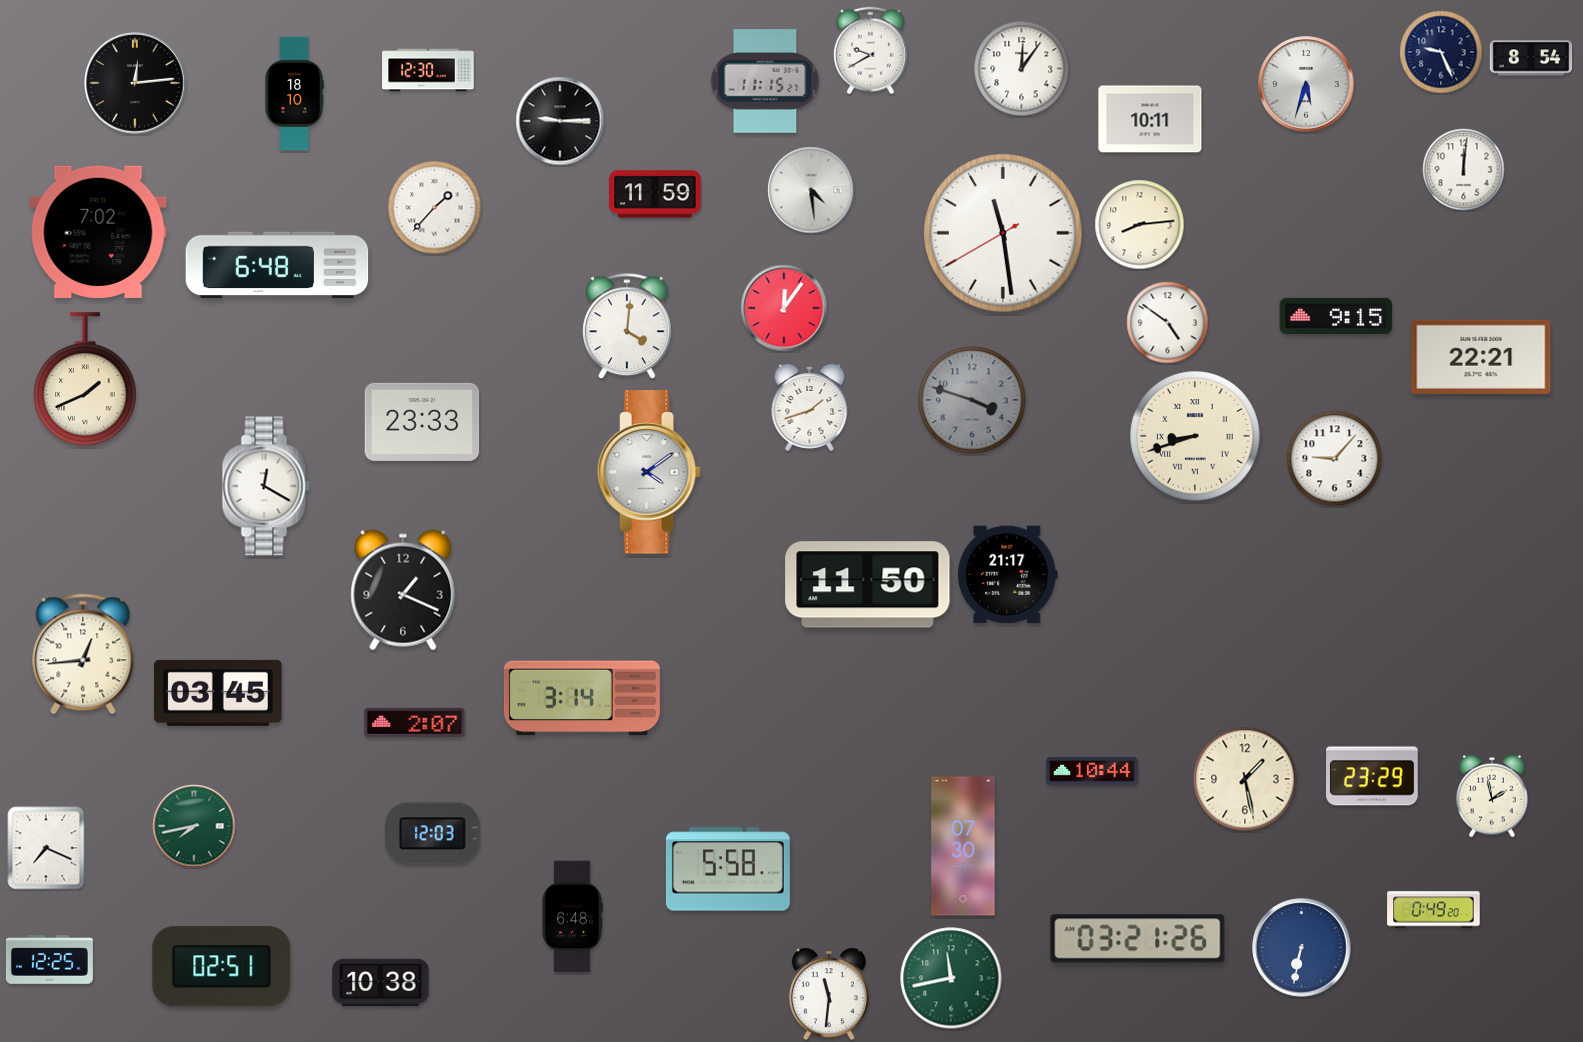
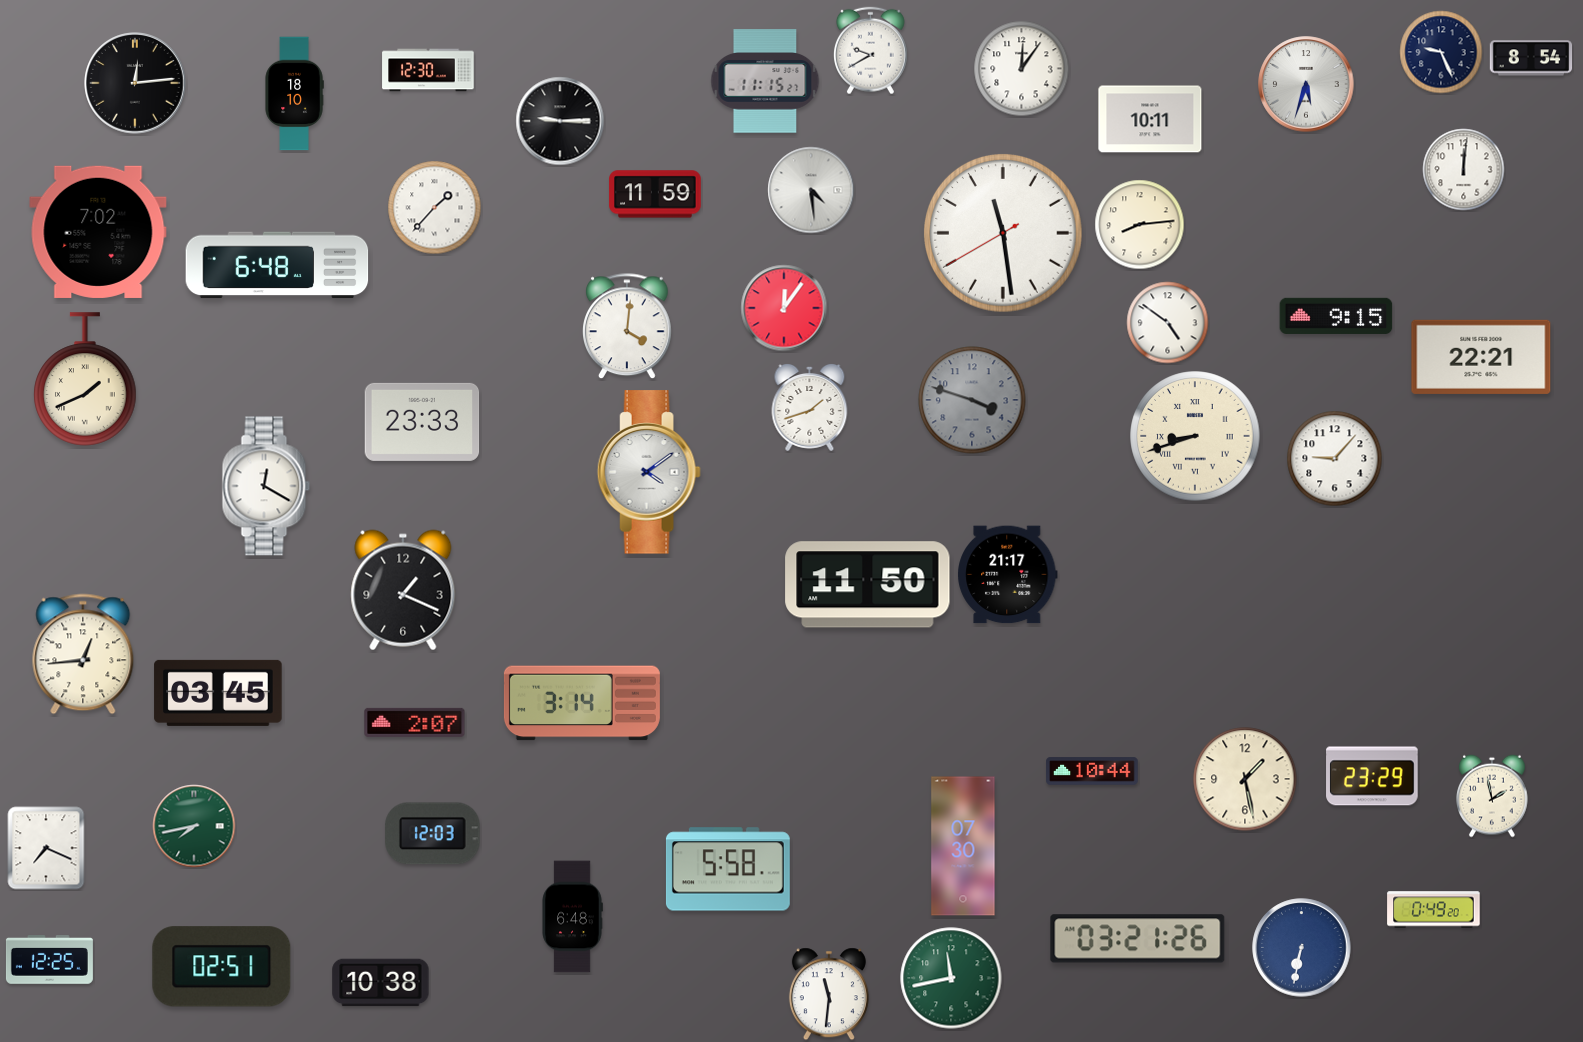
clock at (582, 698) position: (582, 698) -> (582, 703)
